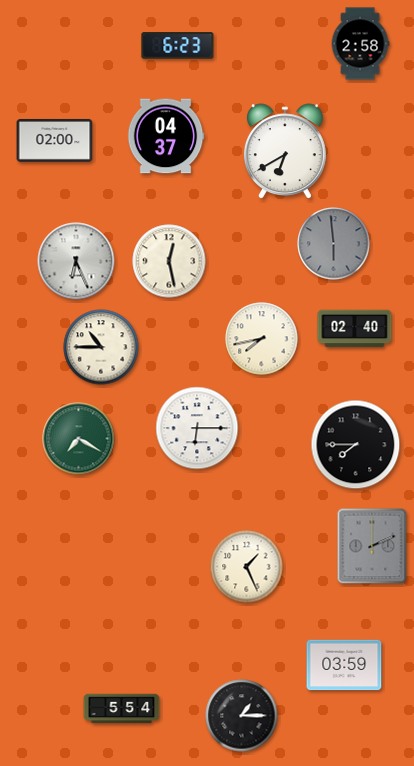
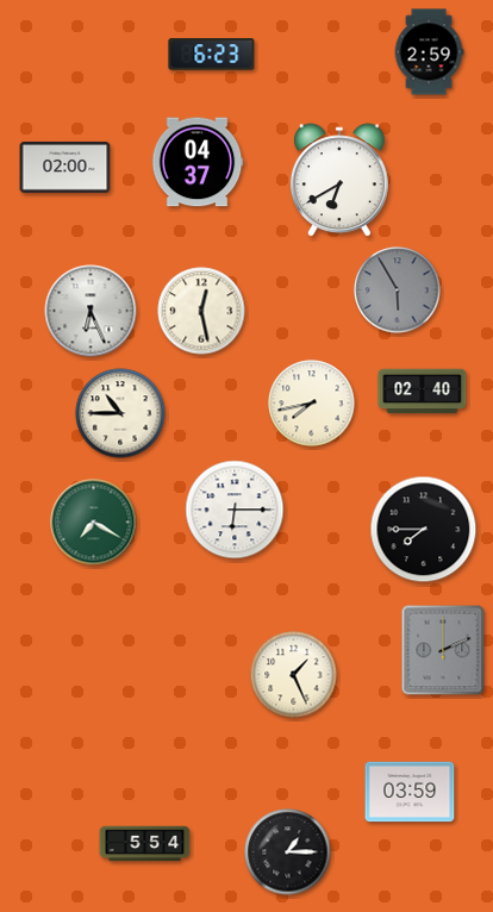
clock at (360, 44): 2:58 -> 2:59
clock at (334, 244): 5:59 -> 5:55
